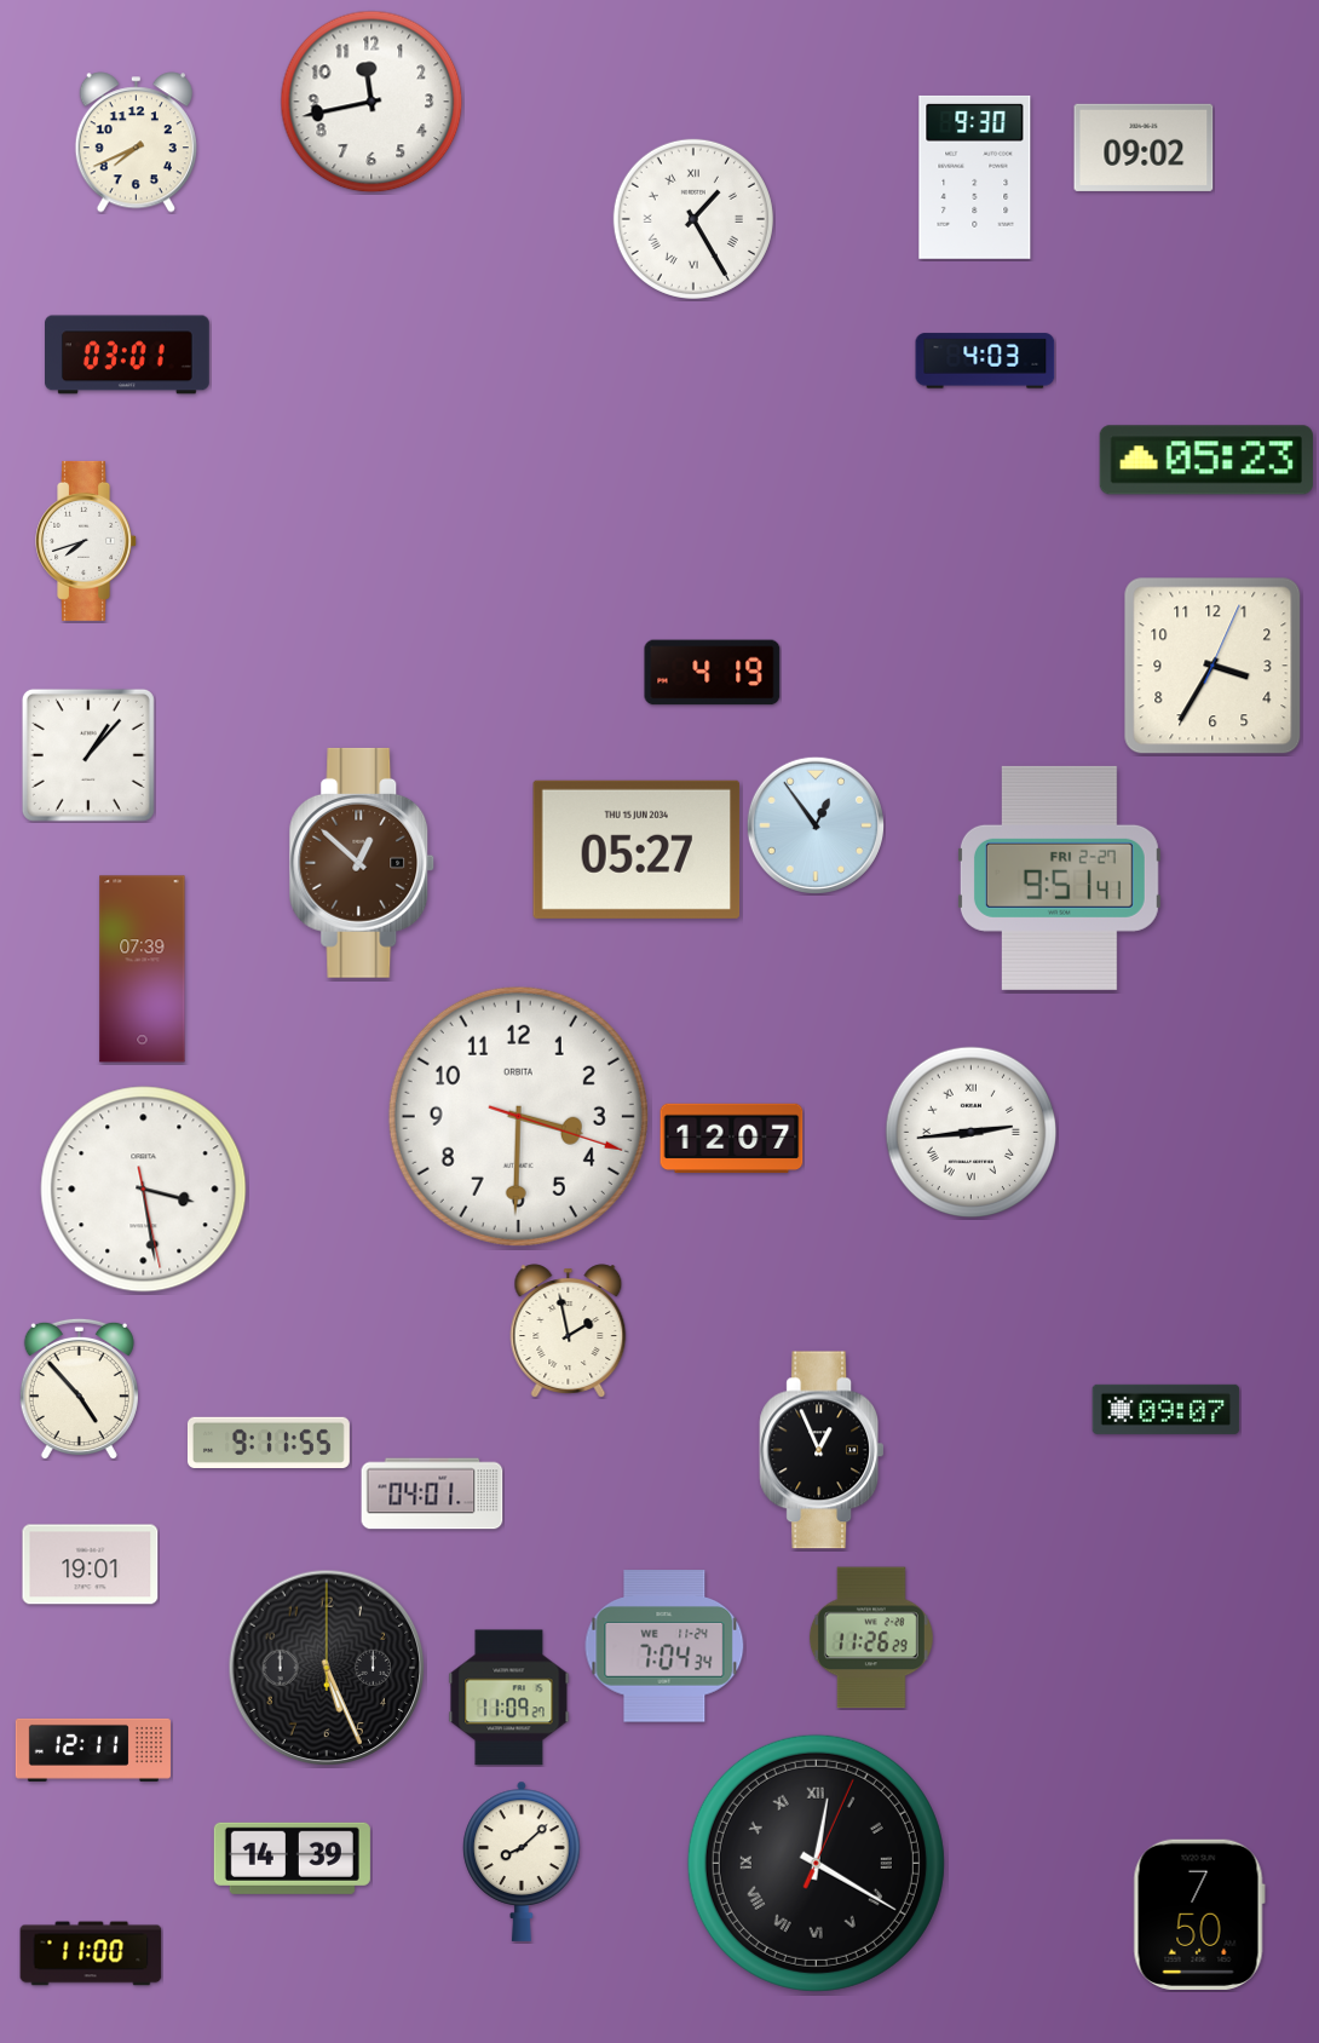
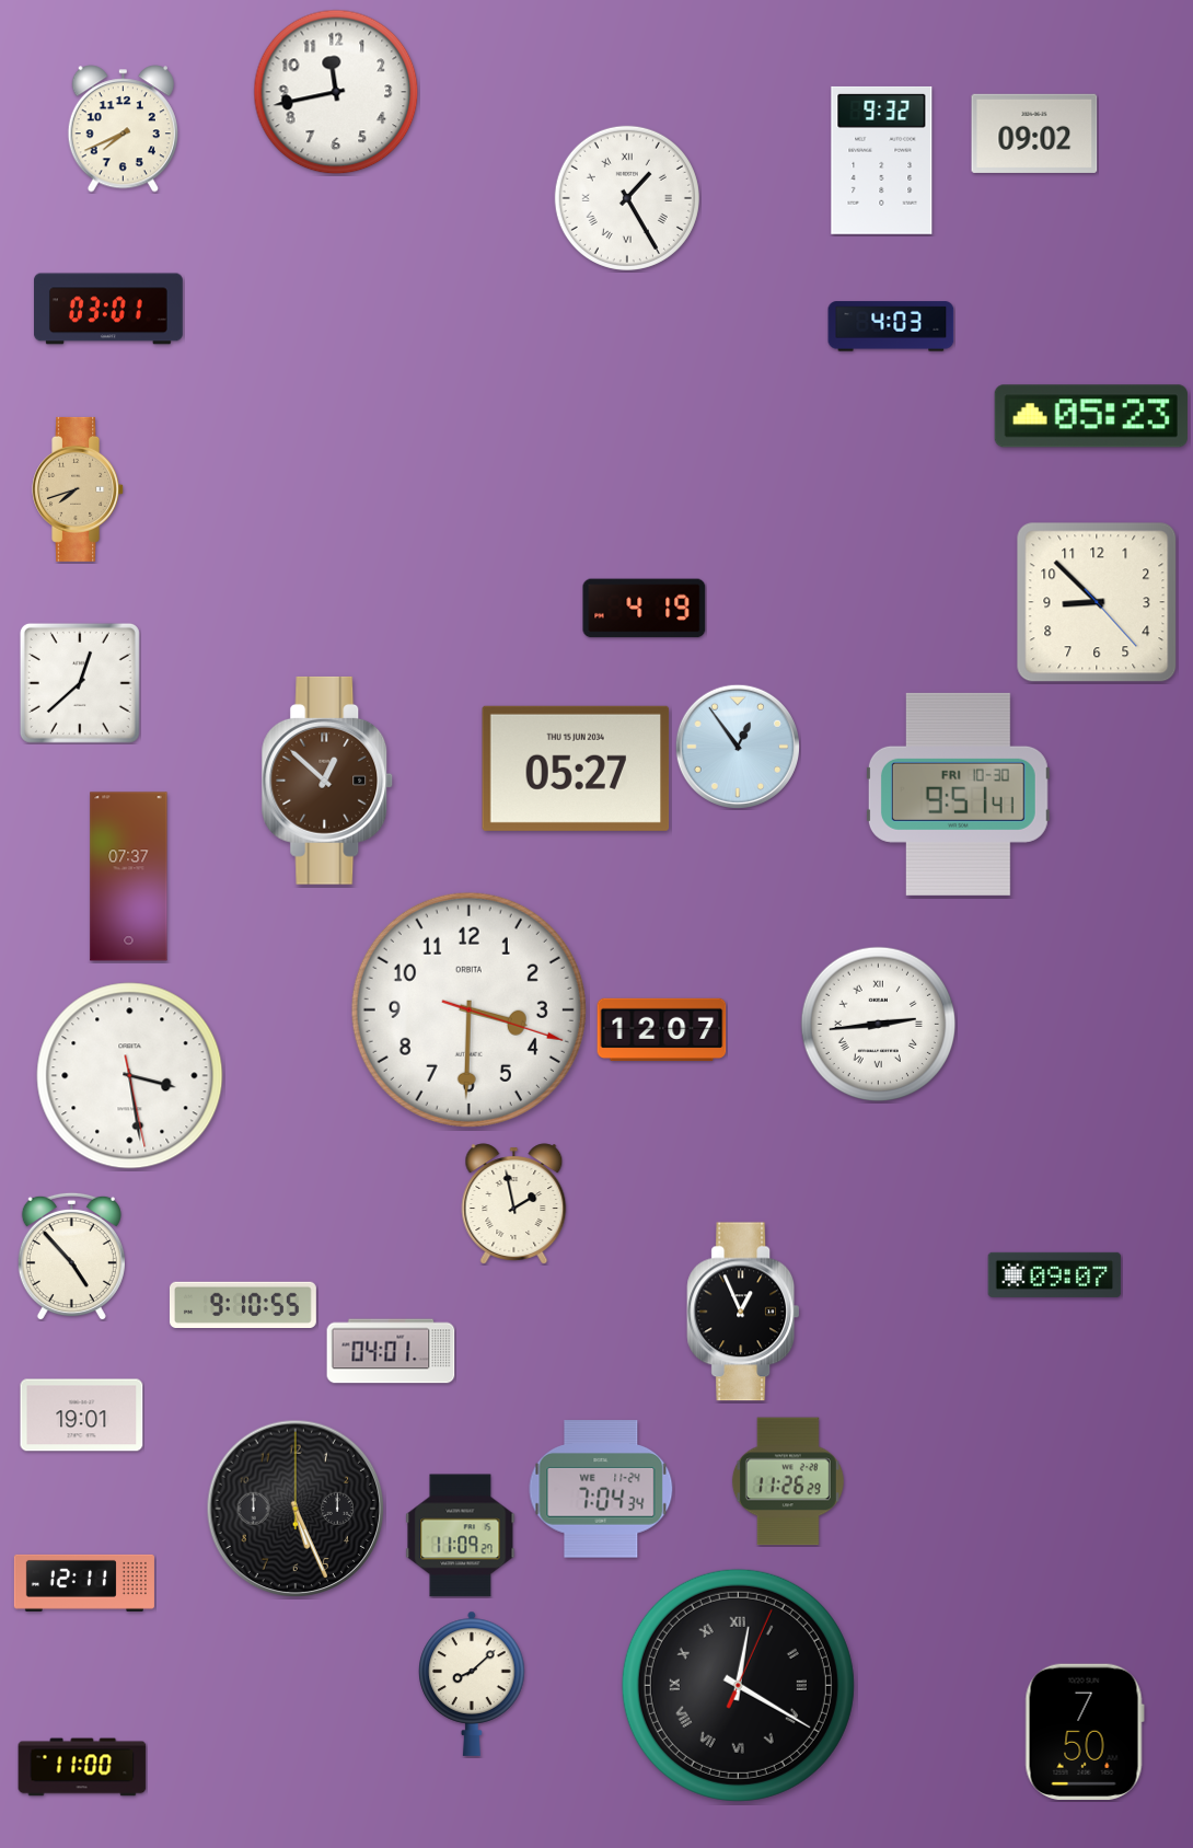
clock at (975, 177): 9:30 -> 9:32
clock at (128, 355) position: (128, 355) -> (109, 309)
clock at (87, 541) dial: white -> champagne
clock at (1213, 666): 3:35 -> 8:52
clock at (88, 755): 1:07 -> 12:38
clock at (1059, 877) date: FRI 2-27 -> FRI 10-30
clock at (143, 969): 07:39 -> 07:37
clock at (269, 1441): 9:11 -> 9:10
clock at (292, 1858): 14:39 -> none
